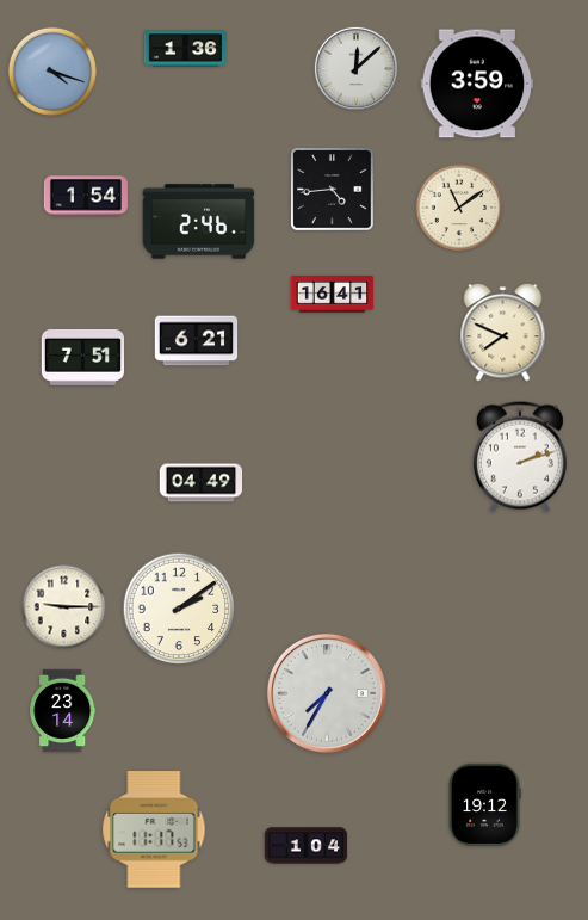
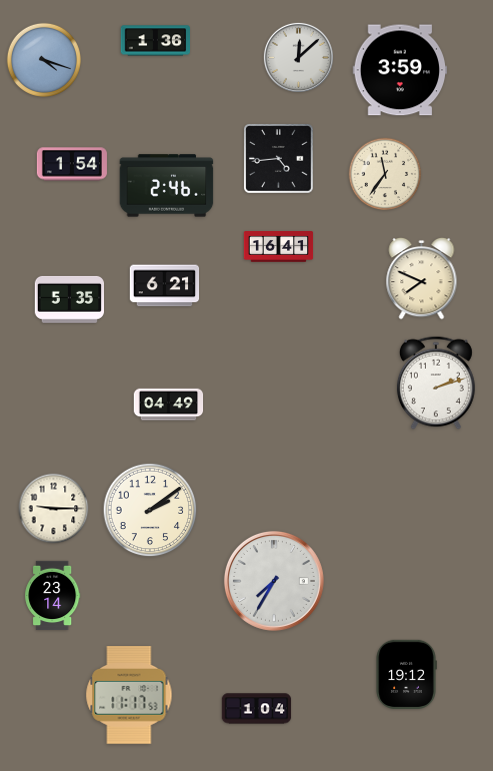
clock at (459, 208): 11:09 -> 11:36
clock at (82, 357): 7:51 -> 5:35
